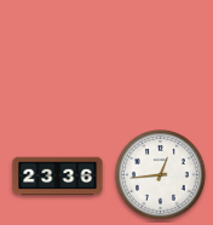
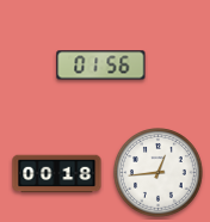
clock at (101, 66): none -> 01:56
clock at (58, 177): 23:36 -> 00:18
